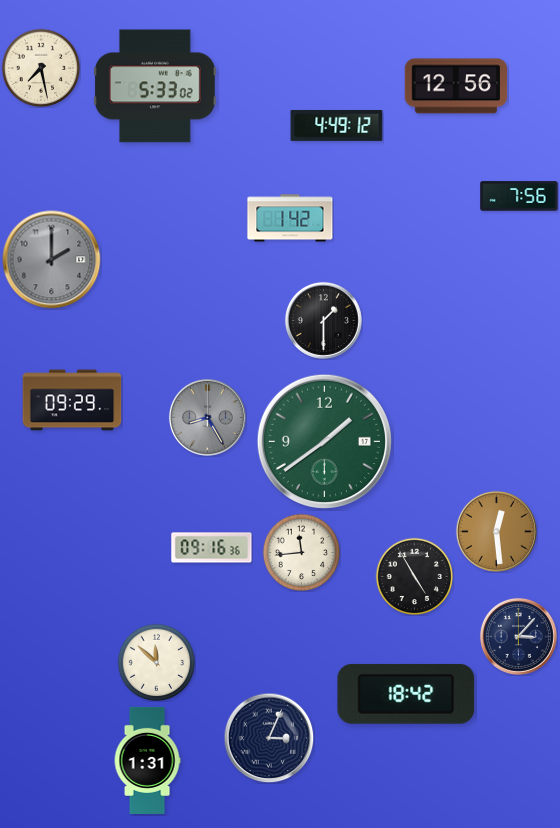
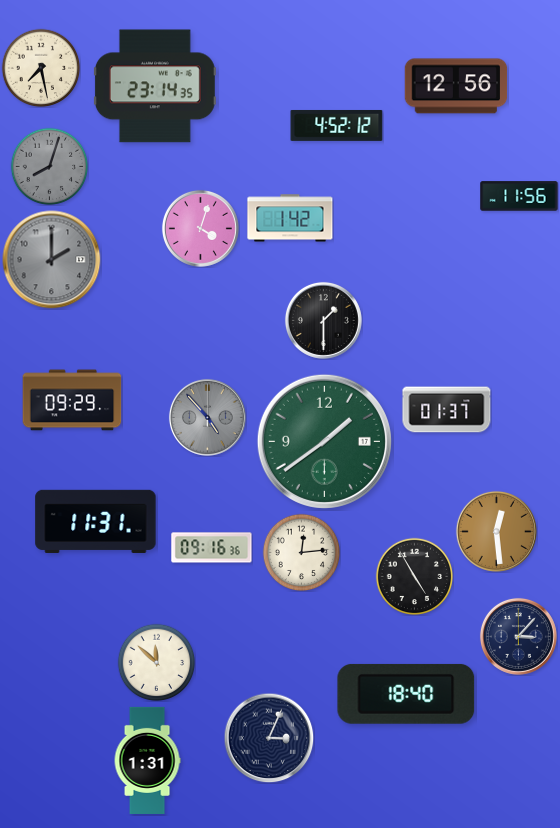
clock at (155, 86): 5:33 -> 23:14
clock at (337, 125): 4:49 -> 4:52
clock at (49, 166): none -> 8:03
clock at (519, 196): 7:56 -> 11:56
clock at (200, 228): none -> 4:03
clock at (447, 410): none -> 01:37
clock at (207, 417): 8:25 -> 4:53
clock at (96, 521): none -> 11:31
clock at (301, 552): 11:44 -> 12:14
clock at (406, 694): 18:42 -> 18:40
